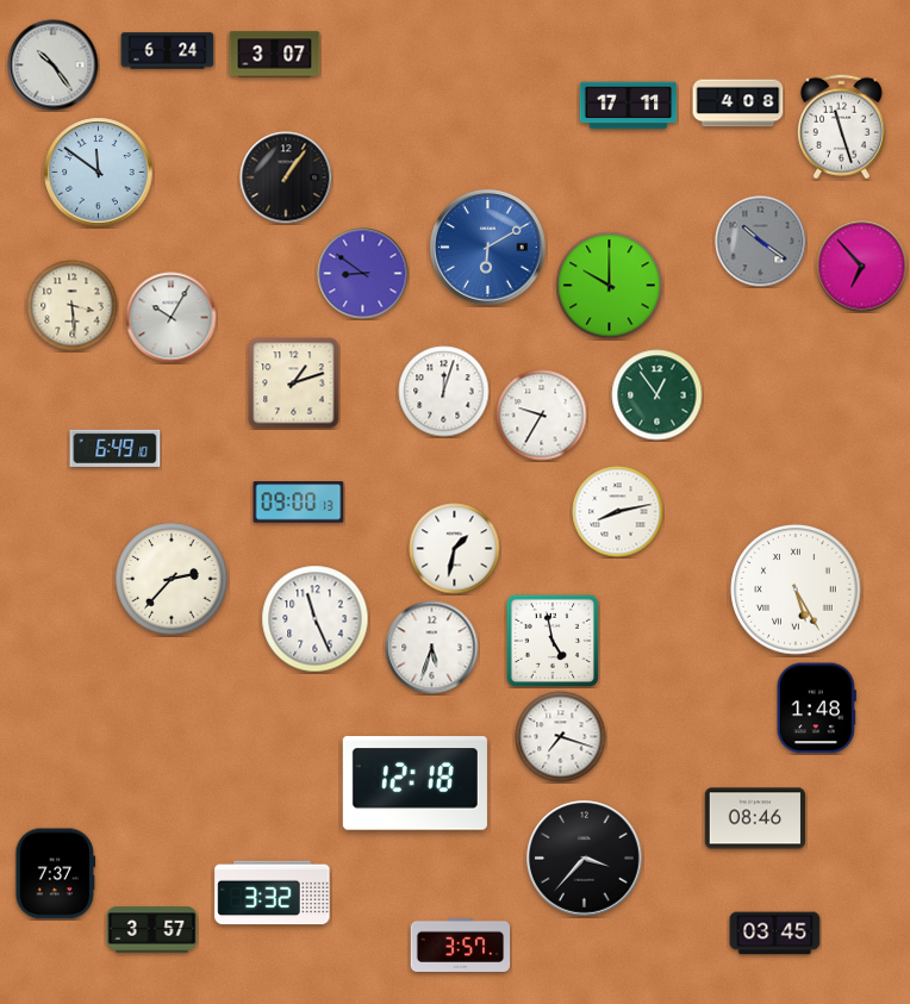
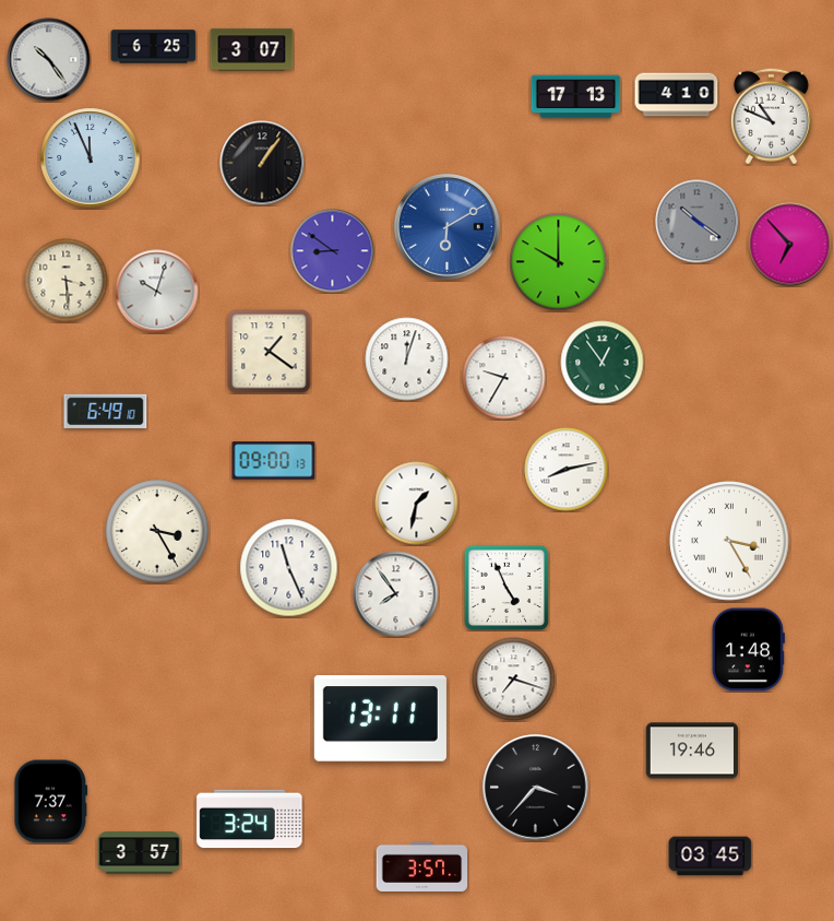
clock at (168, 51): 6:24 -> 6:25
clock at (738, 104): 4:08 -> 4:10
clock at (629, 106): 17:11 -> 17:13
clock at (841, 127): 11:27 -> 10:49
clock at (99, 173): 11:51 -> 11:56
clock at (172, 318): 10:05 -> 10:03
clock at (294, 383): 1:12 -> 1:21
clock at (542, 416) position: (542, 416) -> (504, 378)
clock at (172, 579): 2:37 -> 3:25
clock at (796, 590): 5:25 -> 3:25
clock at (553, 641): 4:58 -> 4:56
clock at (432, 648): 5:33 -> 7:54
clock at (561, 737) position: (561, 737) -> (514, 680)
clock at (415, 784): 12:18 -> 13:11
clock at (754, 818): 08:46 -> 19:46
clock at (273, 893): 3:32 -> 3:24
